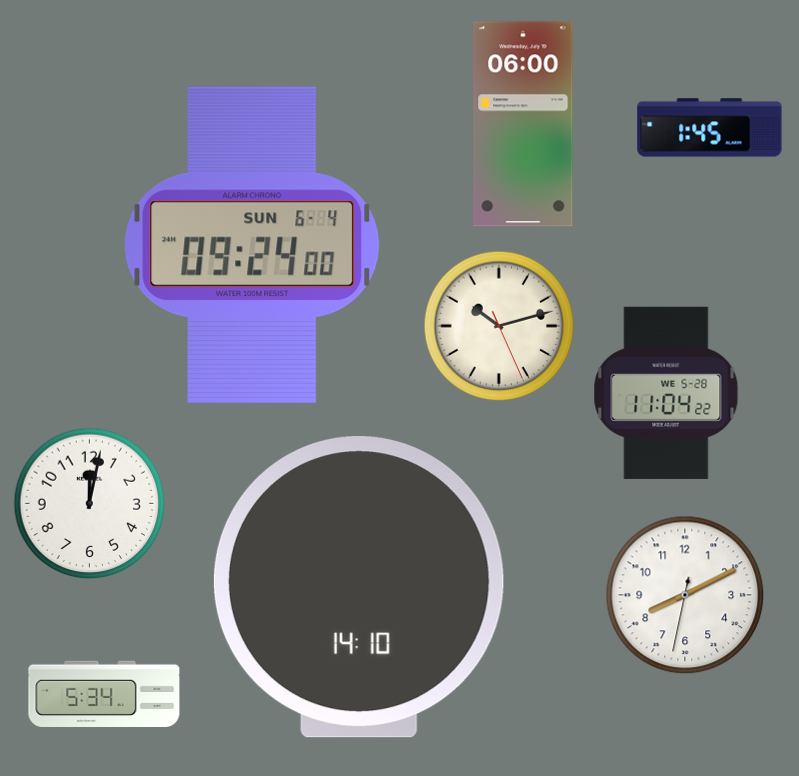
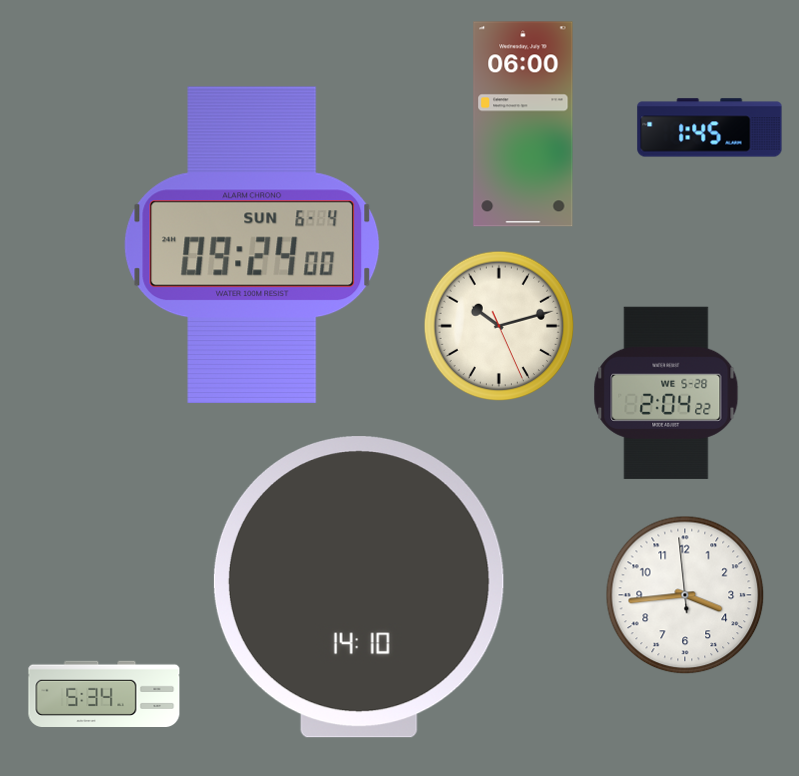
clock at (666, 393): 11:04 -> 2:04
clock at (90, 504): 12:02 -> none
clock at (685, 595): 8:10 -> 3:43
